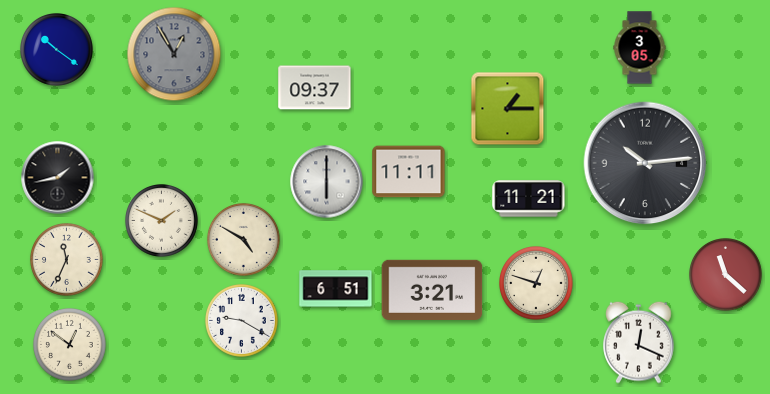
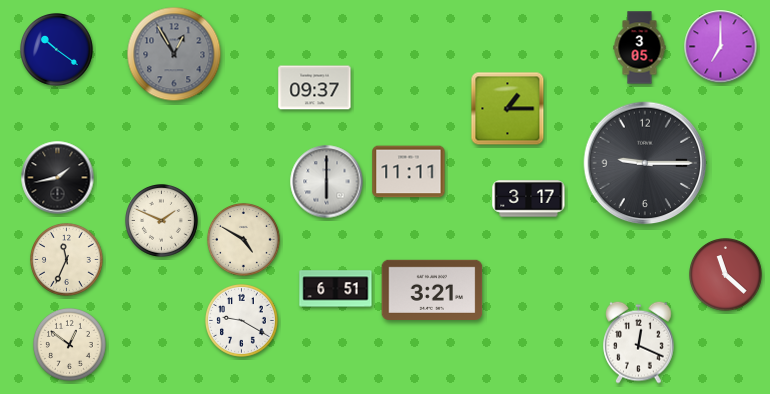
clock at (721, 47): none -> 7:00
clock at (645, 163): 10:14 -> 9:15
clock at (529, 199): 11:21 -> 3:17
clock at (537, 284): 12:48 -> none
